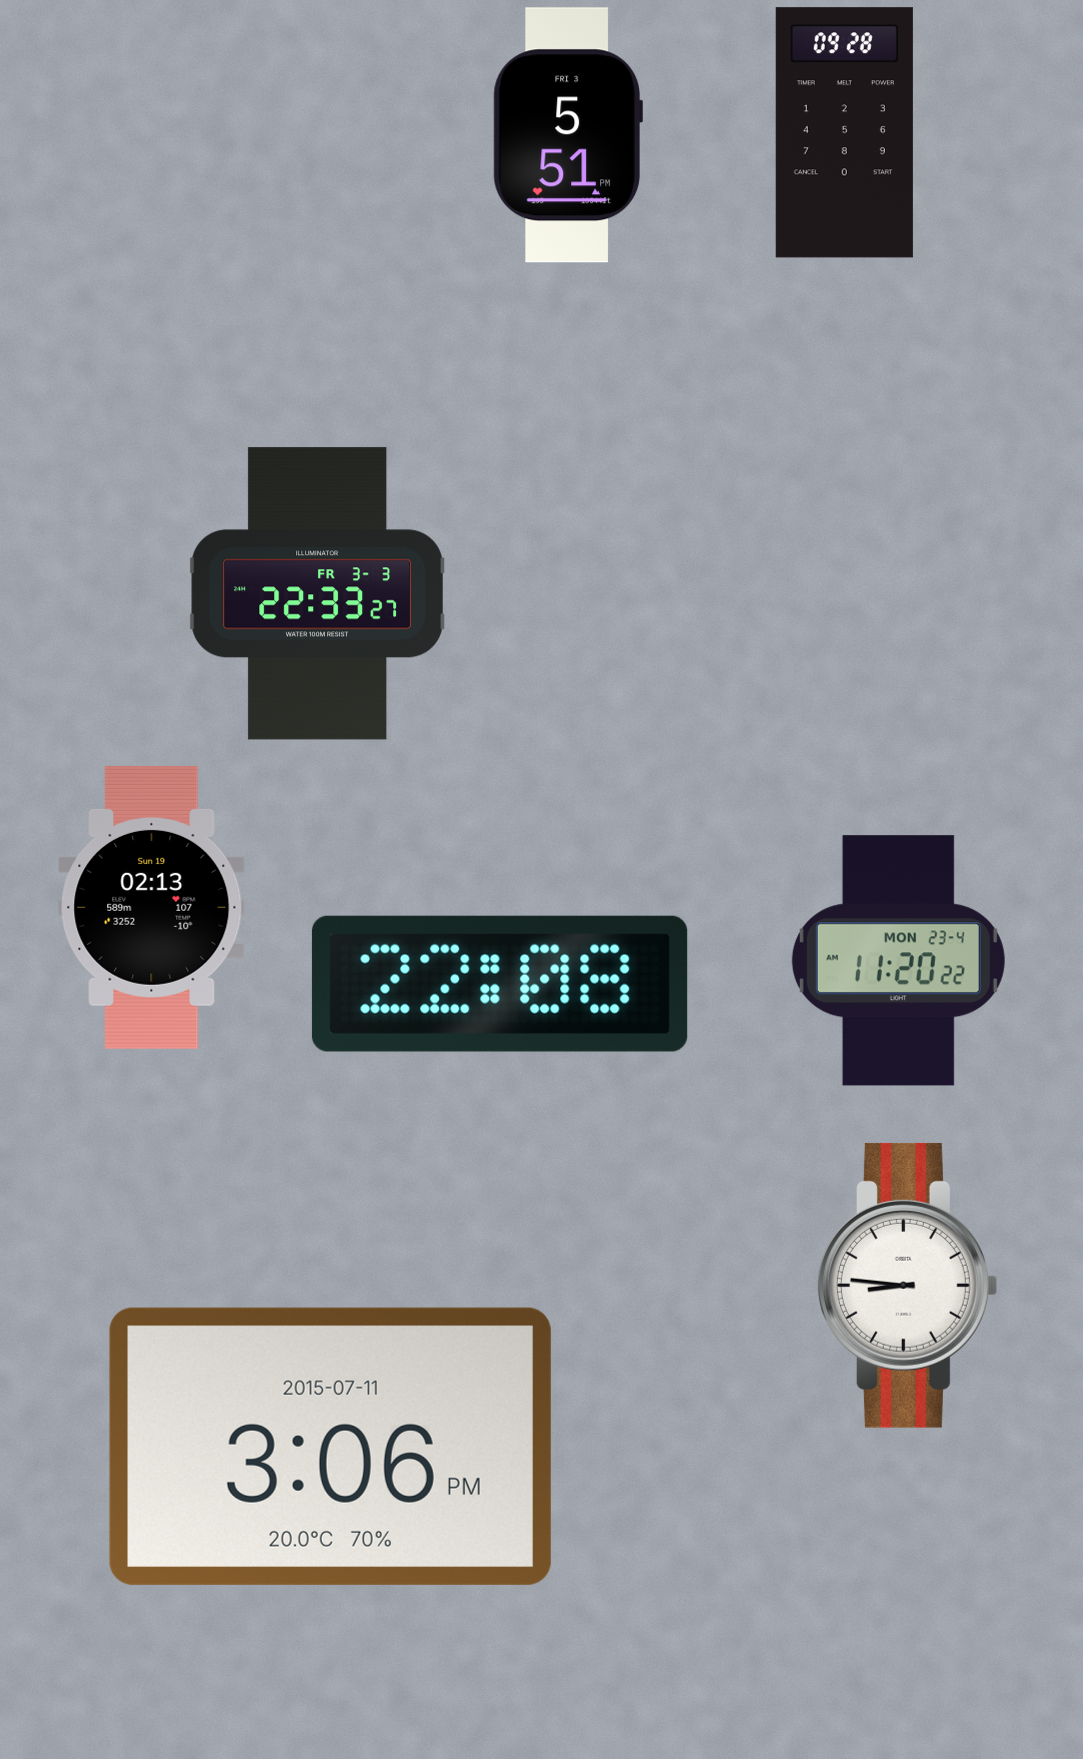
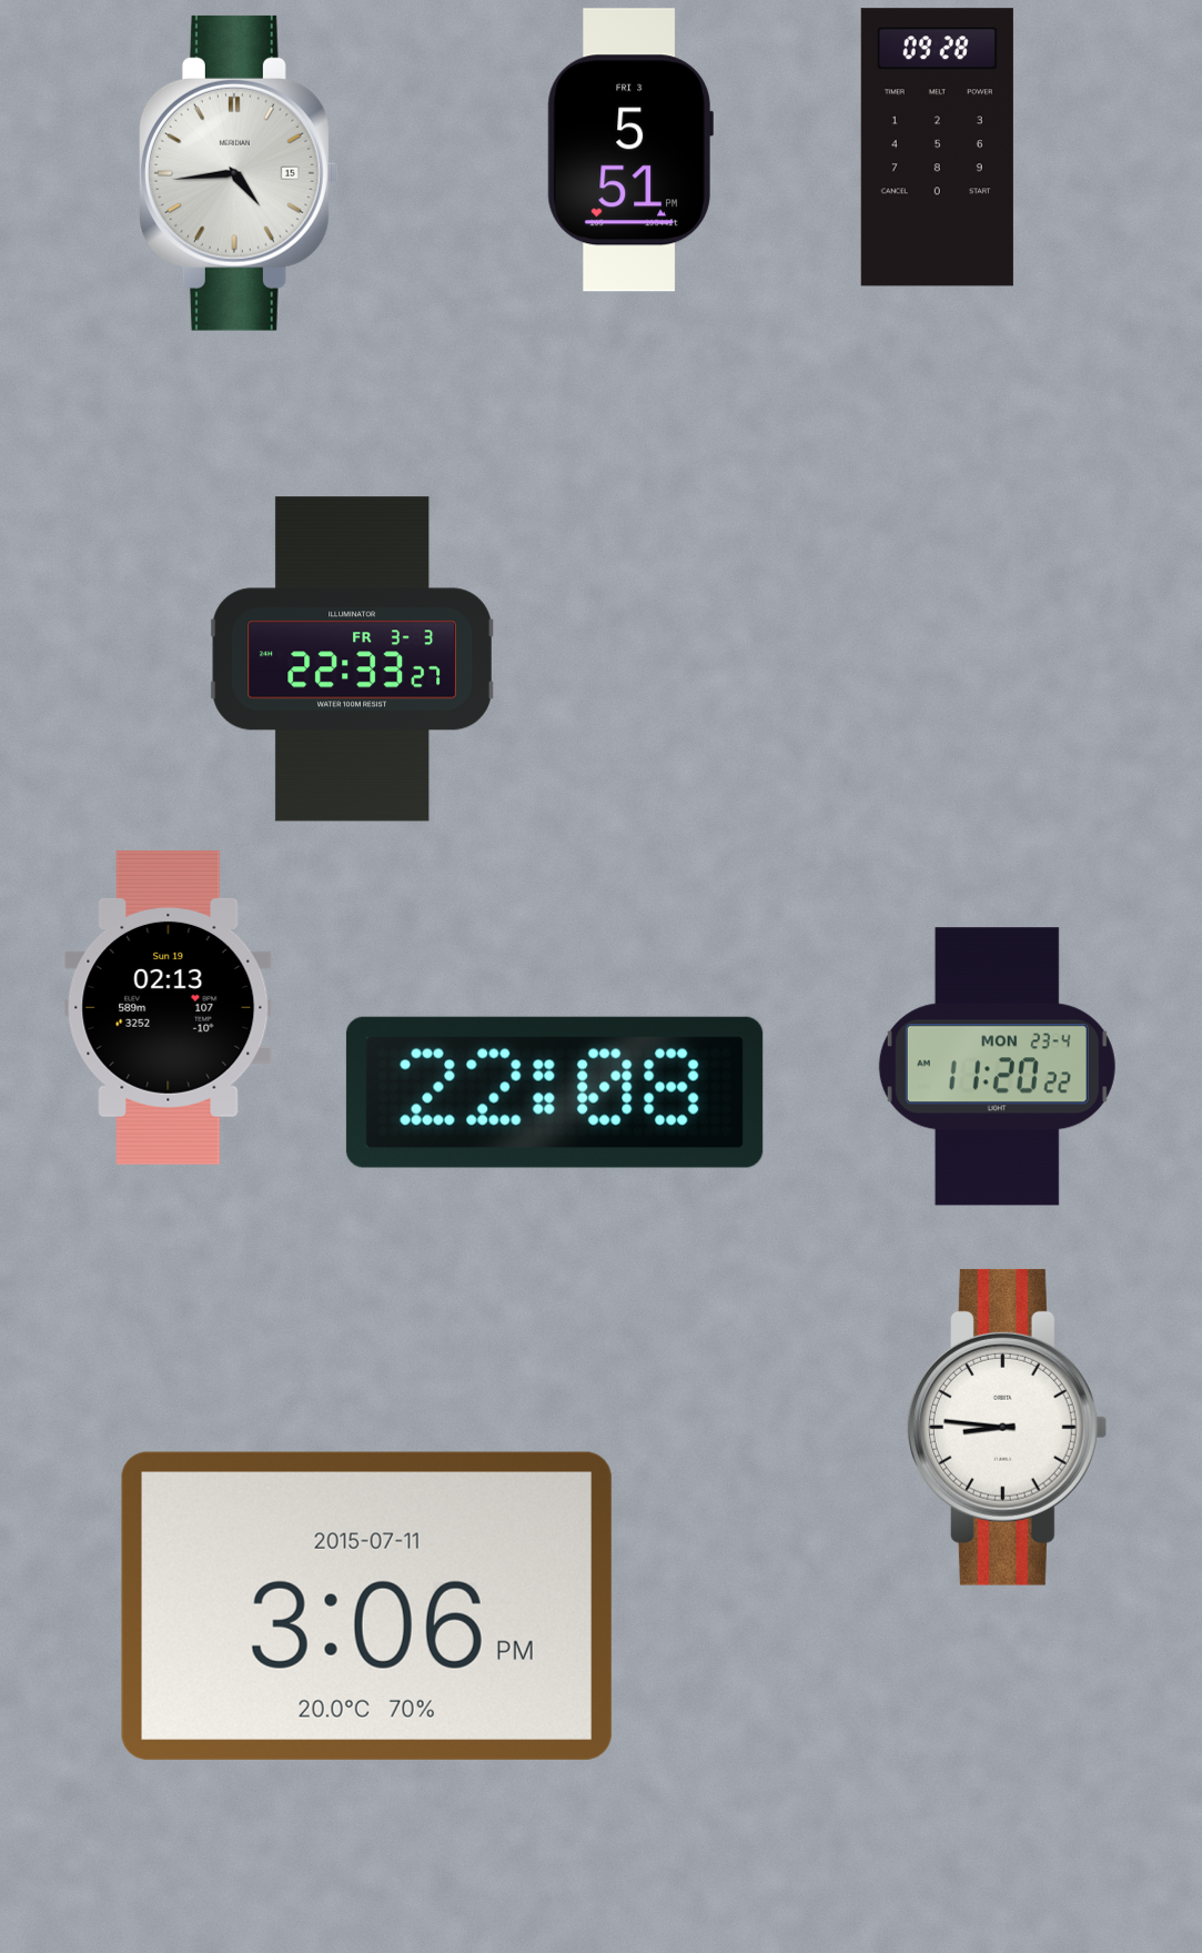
clock at (239, 173): none -> 4:44
